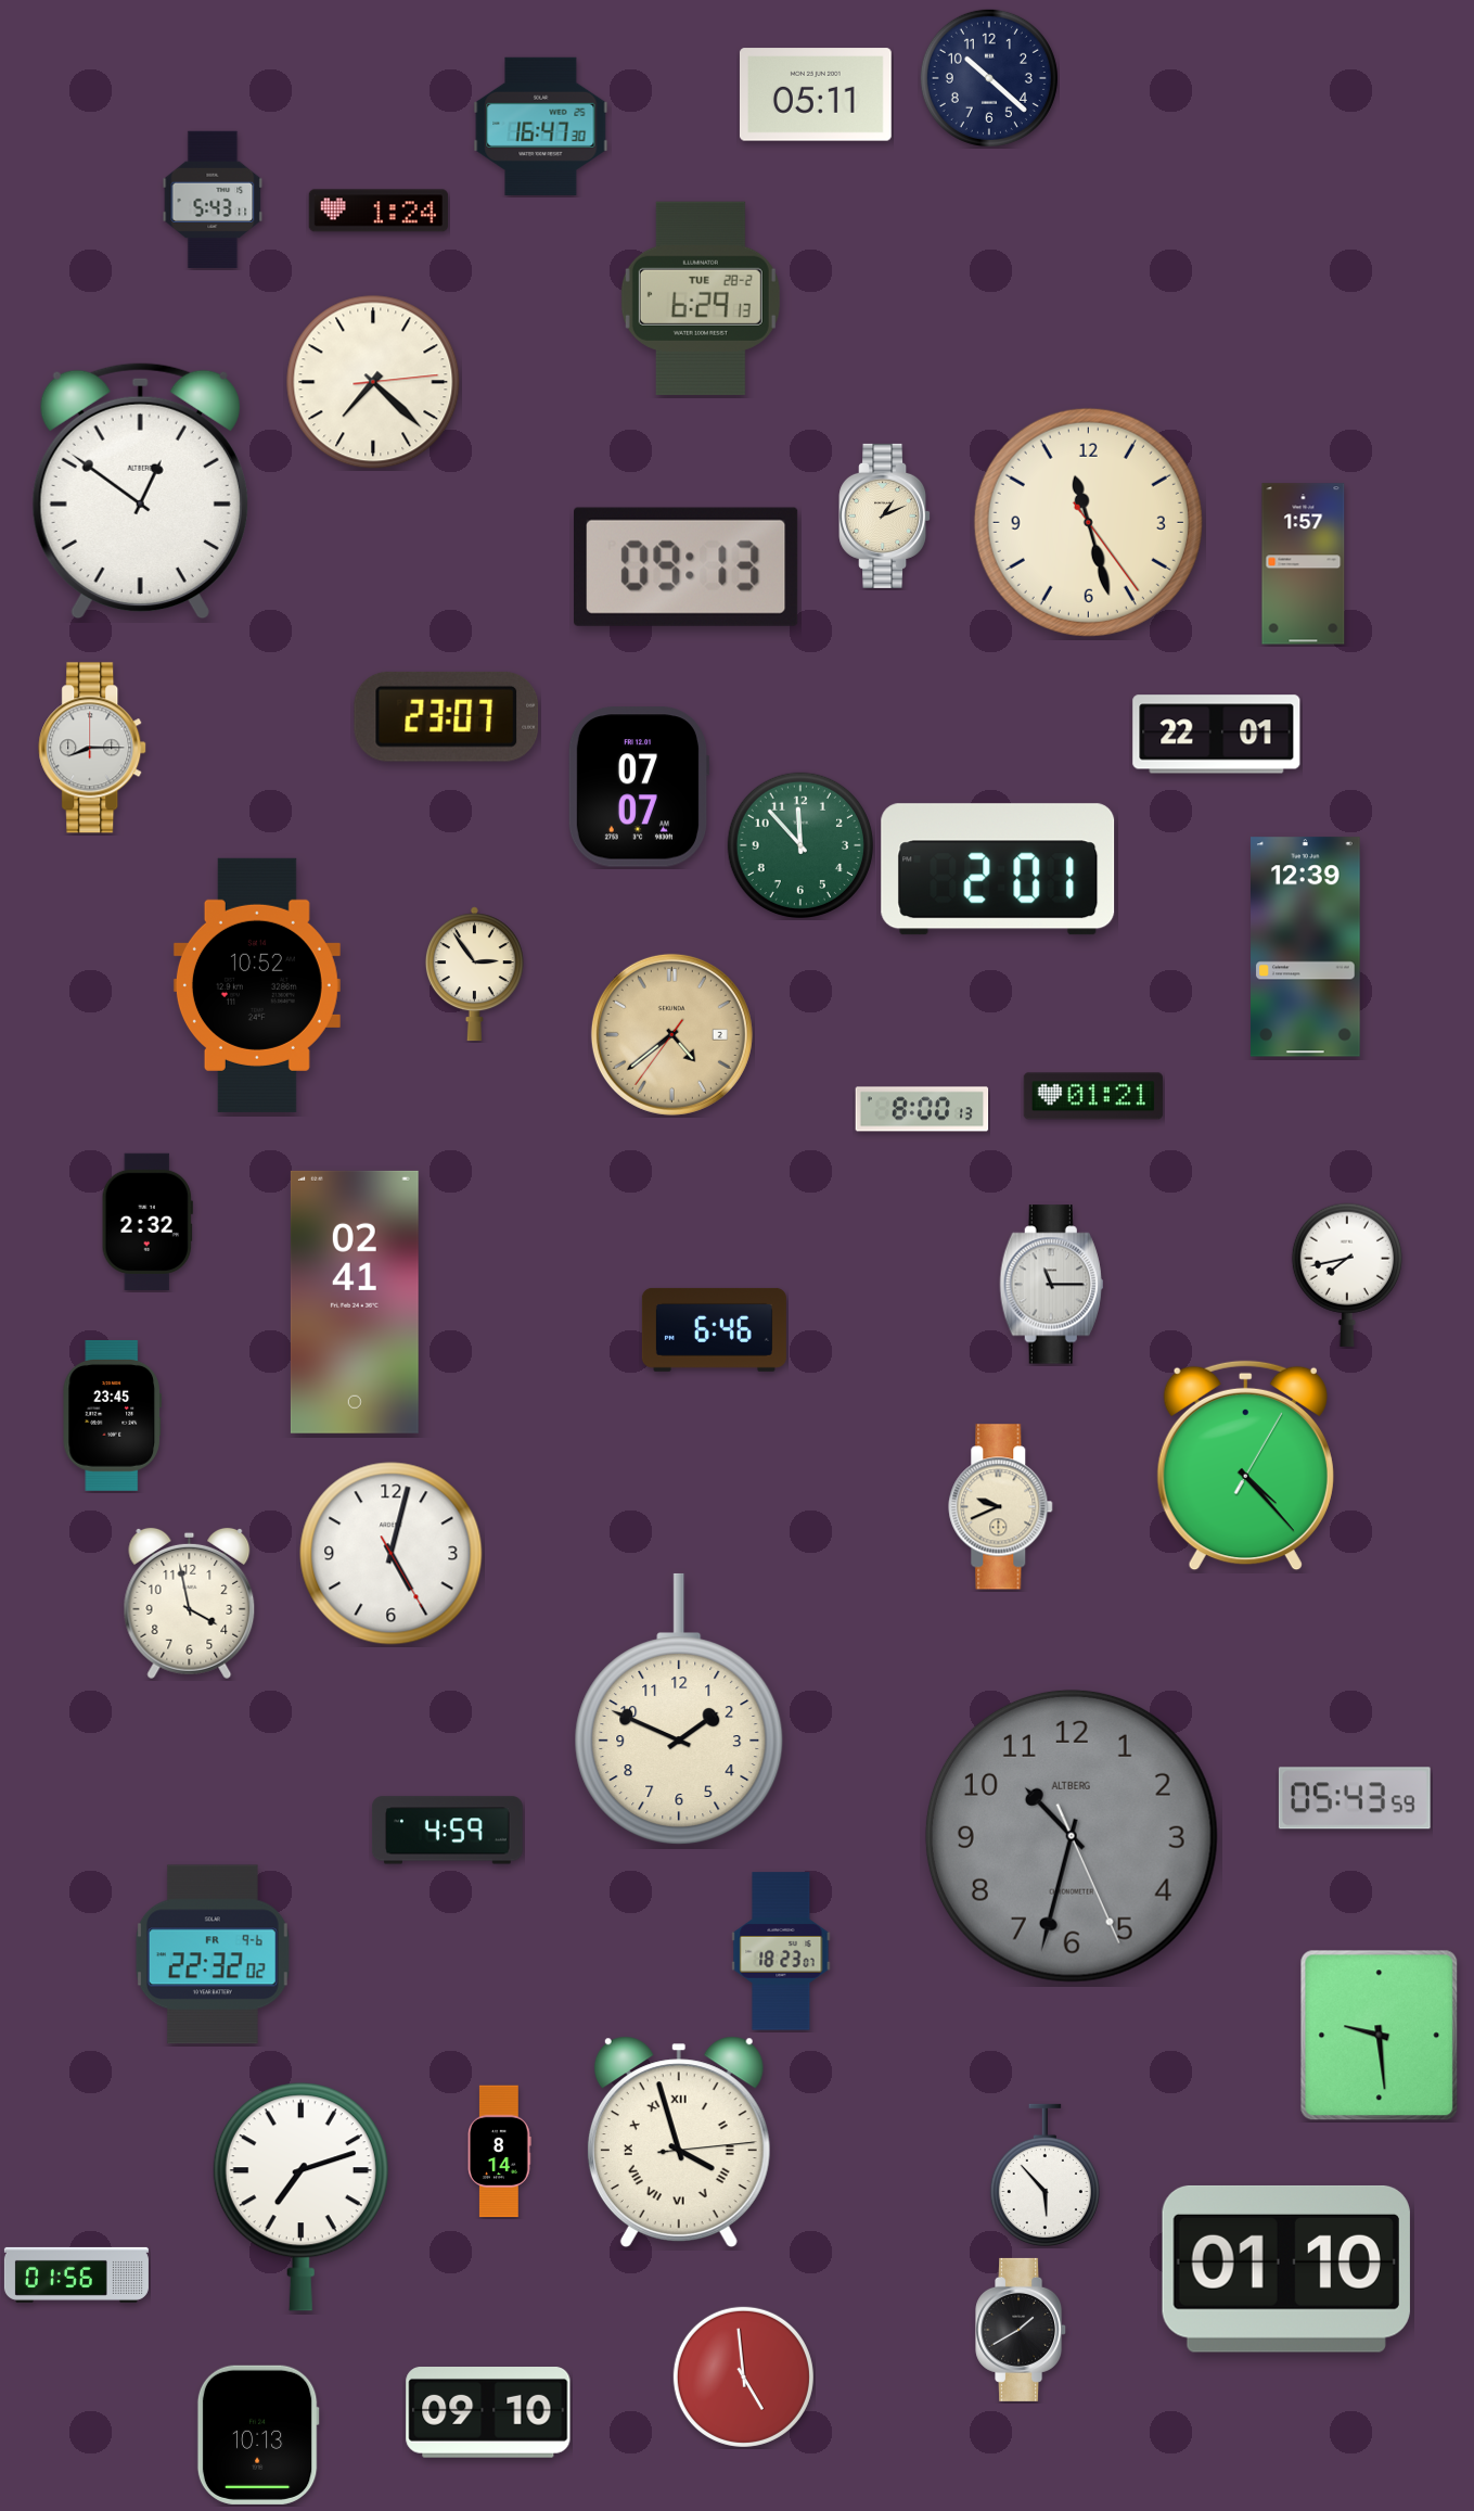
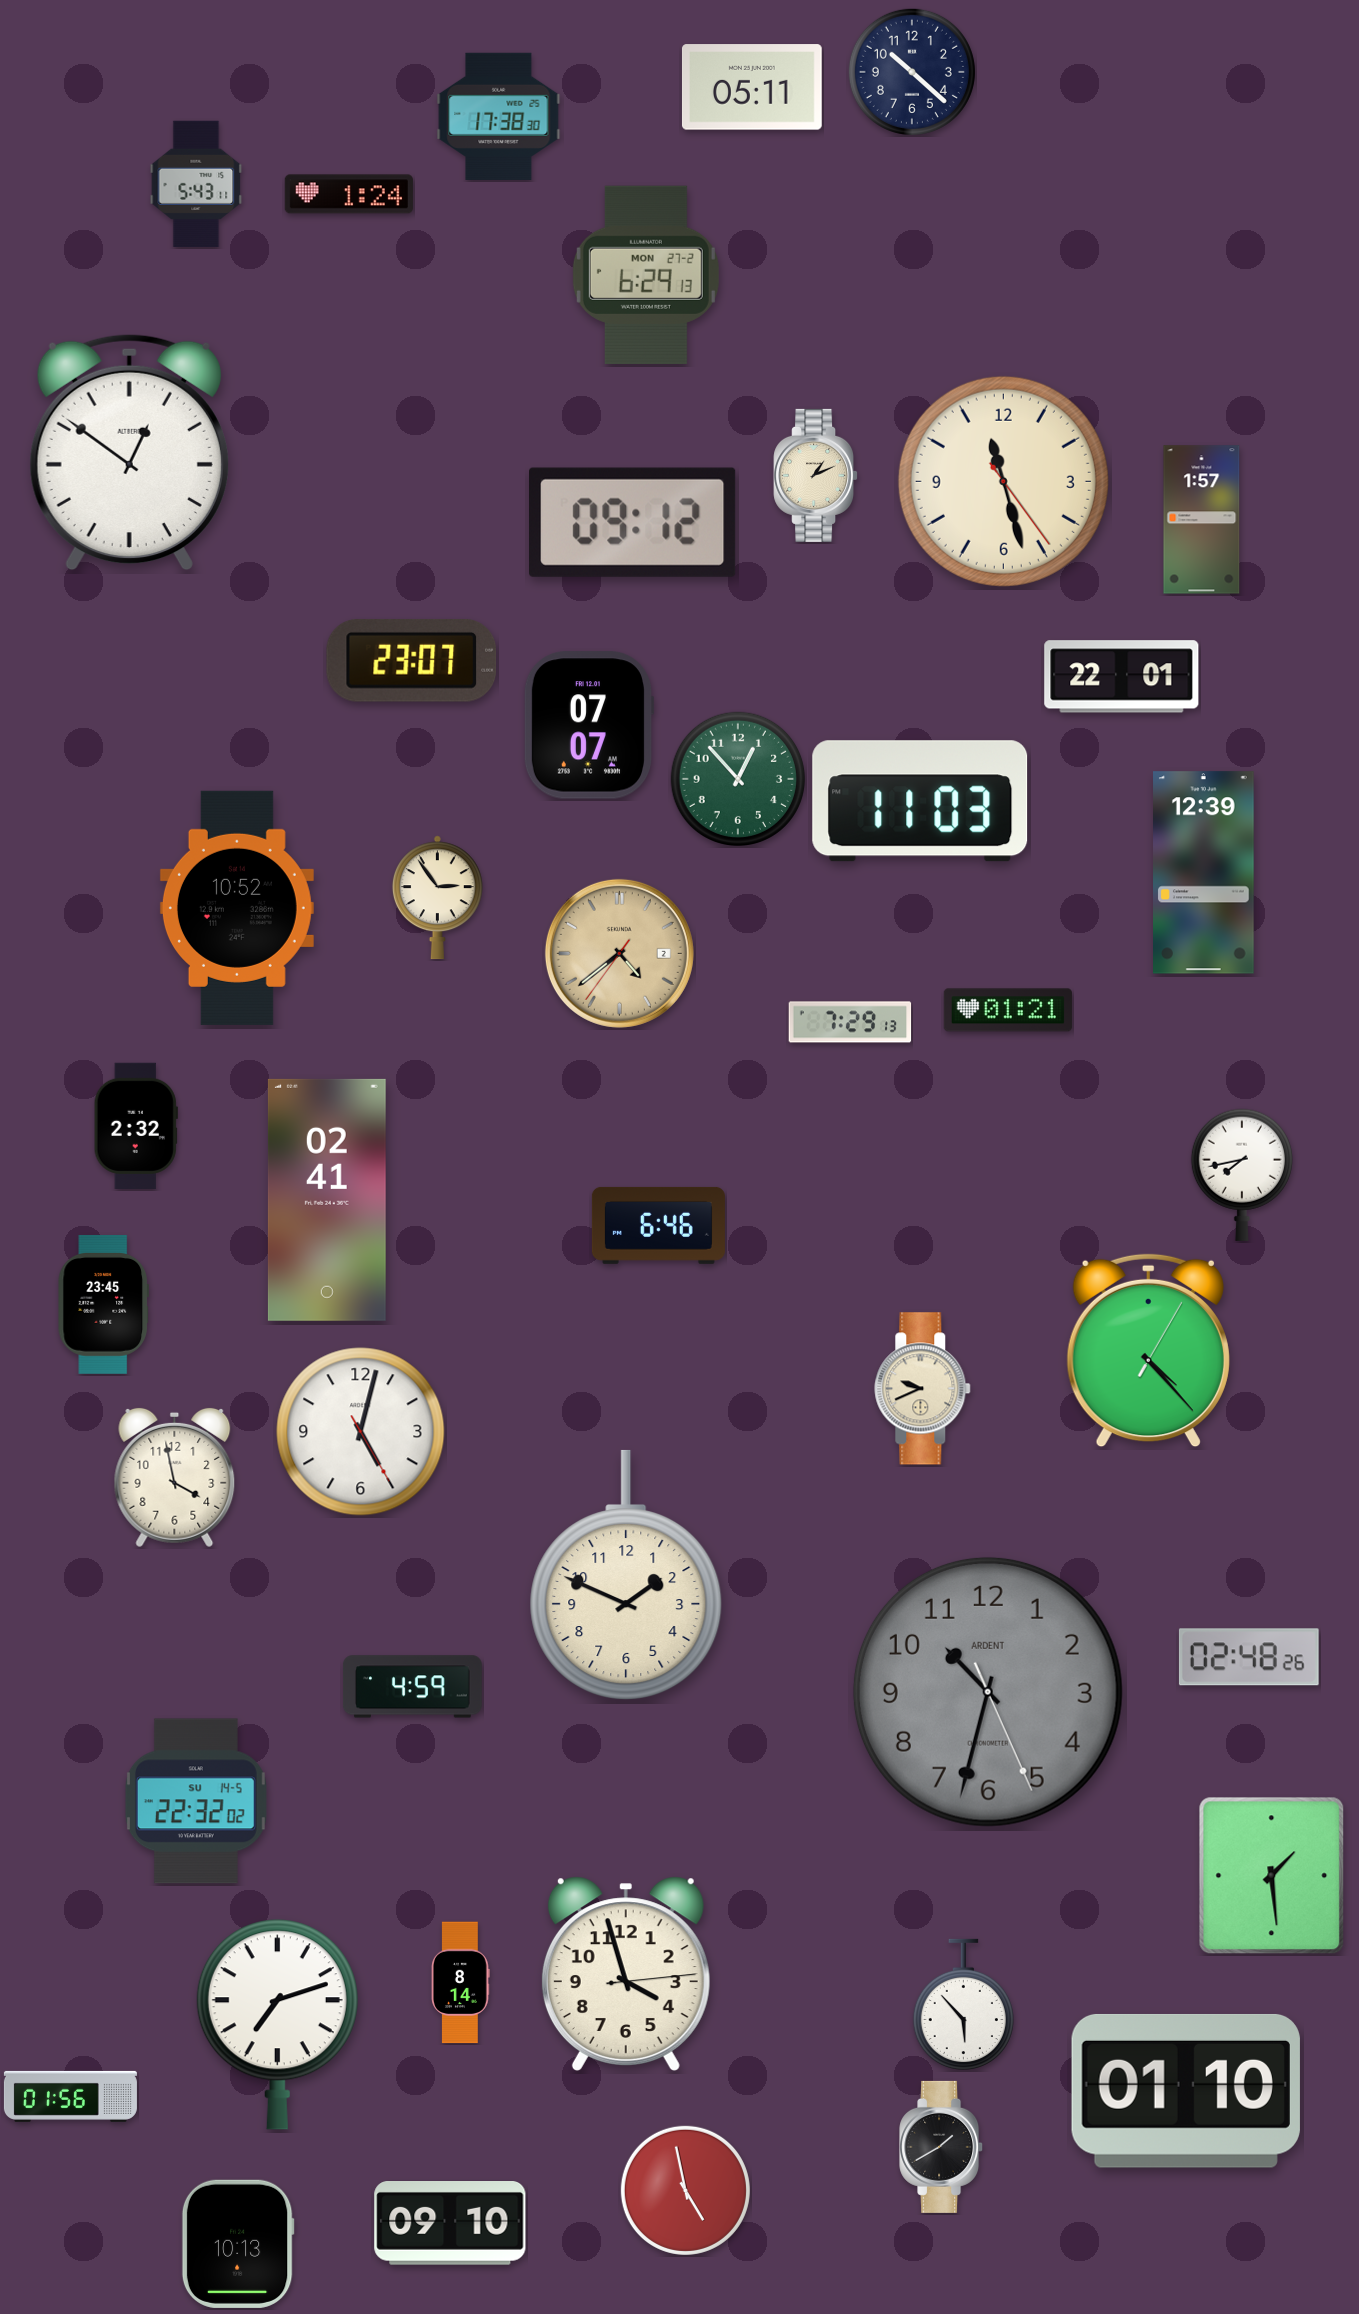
clock at (541, 126): 16:47 -> 17:38
clock at (701, 298) date: TUE 28-2 -> MON 27-2
clock at (373, 382): 7:22 -> none
clock at (687, 566): 09:13 -> 09:12
clock at (93, 748): 8:15 -> none
clock at (799, 844): 11:53 -> 12:53
clock at (998, 869): 2:01 -> 11:03
clock at (922, 1109): 8:00 -> 7:29
clock at (1051, 1285): 11:15 -> none
clock at (1355, 1798): 05:43 -> 02:48
clock at (1072, 1836) brand: ALTBERG -> ARDENT
clock at (781, 1951): 18:23 -> none
clock at (213, 1954) date: FR 9-6 -> SU 14-5
clock at (1380, 2036): 9:29 -> 1:29
clock at (679, 2142) numerals: Roman -> Arabic
clock at (743, 2376): 4:59 -> 4:58
